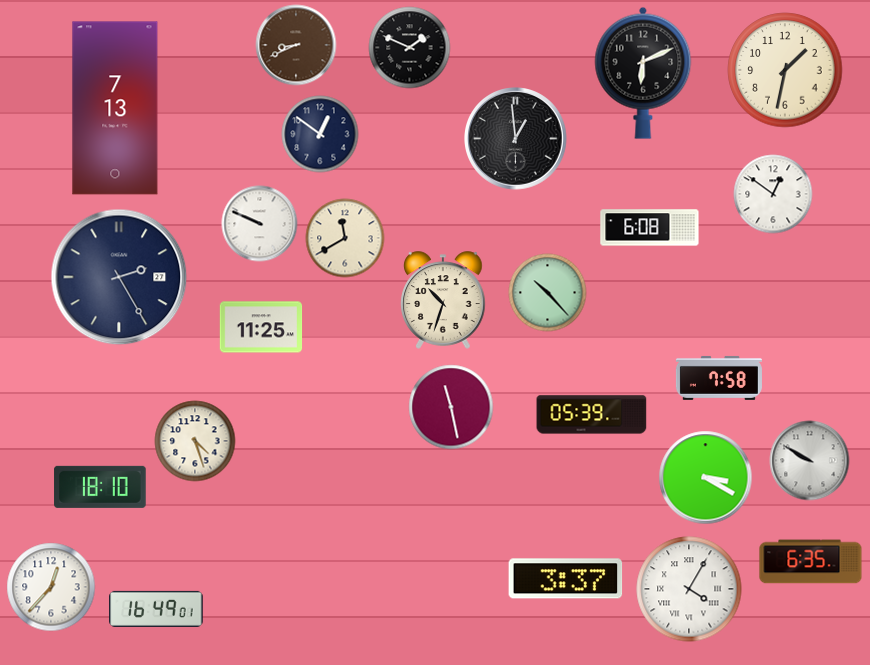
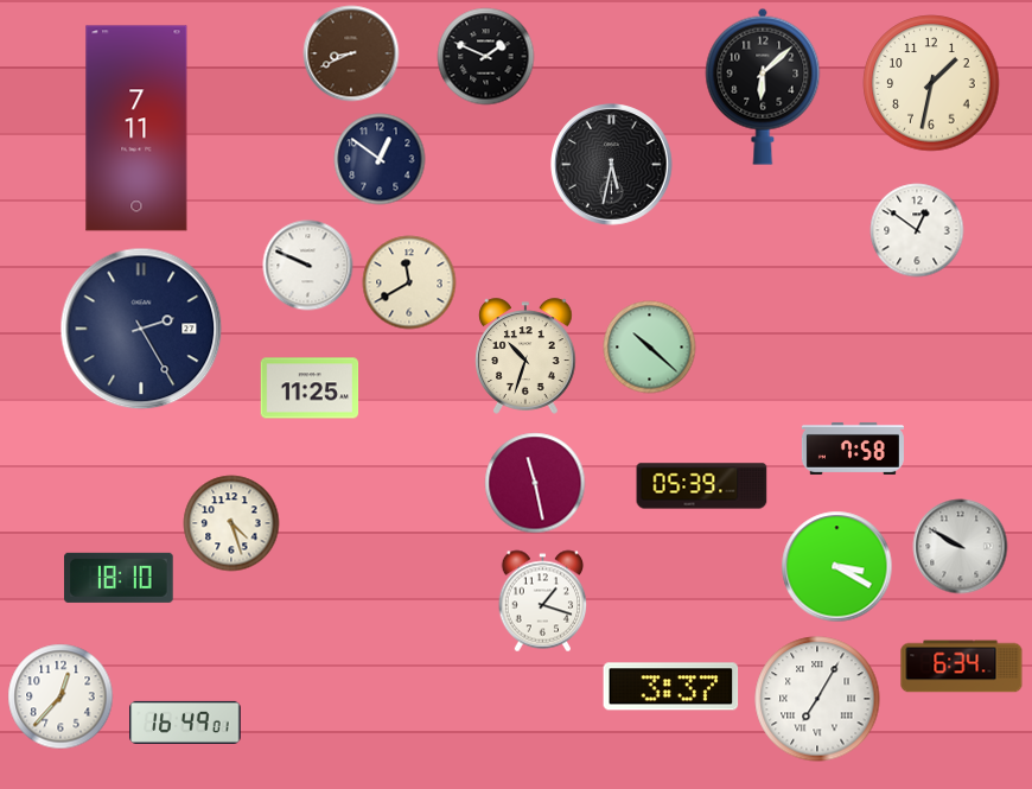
clock at (643, 73): 6:11 -> 6:08
clock at (115, 108): 7:13 -> 7:11
clock at (516, 139): 12:59 -> 5:32
clock at (650, 228): 6:08 -> none
clock at (548, 293): 10:23 -> 10:22
clock at (592, 415) position: (592, 415) -> (702, 486)
clock at (543, 602): none -> 1:18
clock at (811, 562): 6:35 -> 6:34
clock at (689, 589): 4:05 -> 7:05
